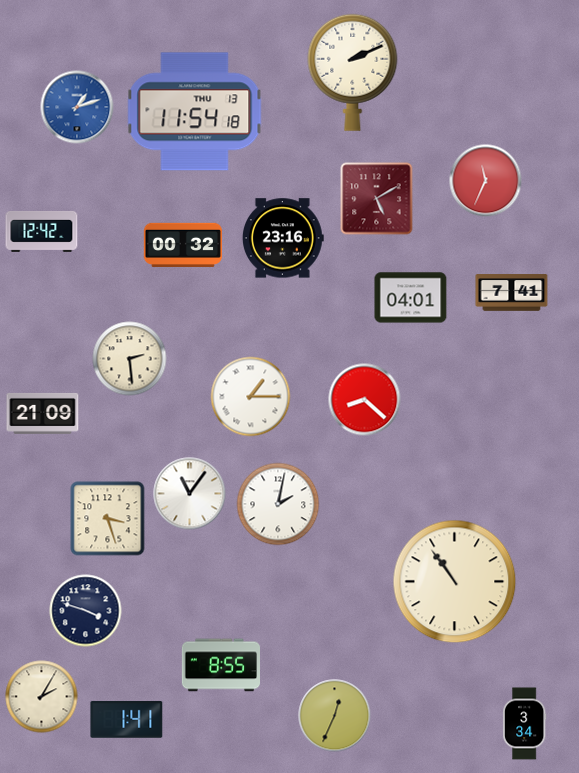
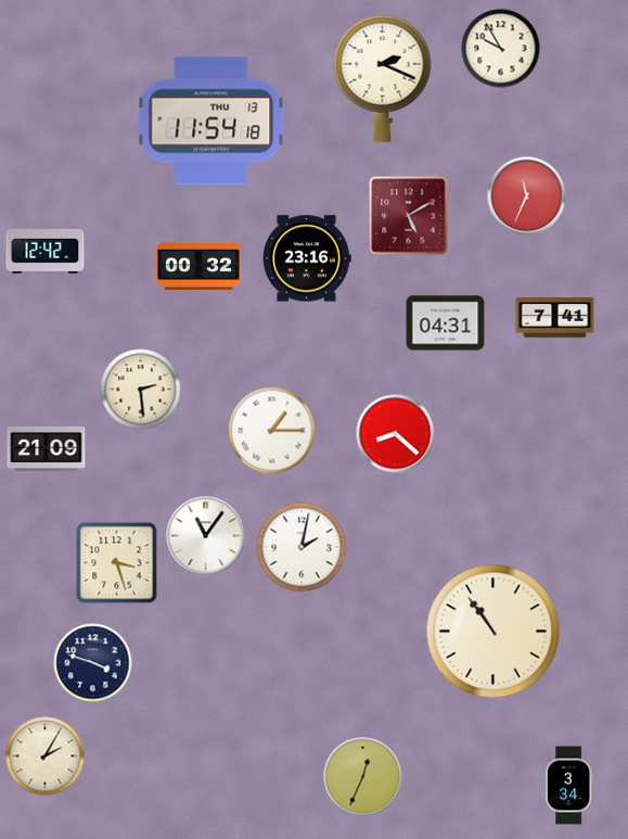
clock at (501, 49): none -> 9:55
clock at (353, 72): 2:11 -> 2:19
clock at (77, 107): 1:12 -> none
clock at (411, 298): 04:01 -> 04:31
clock at (220, 665): 8:55 -> none
clock at (127, 719): 1:41 -> none
